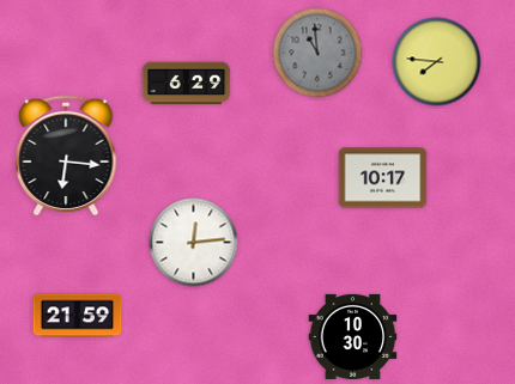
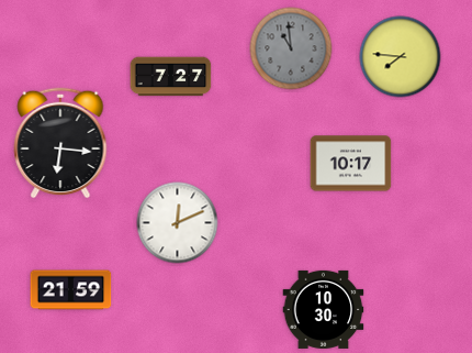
clock at (187, 84): 6:29 -> 7:27
clock at (194, 243): 12:14 -> 12:11
